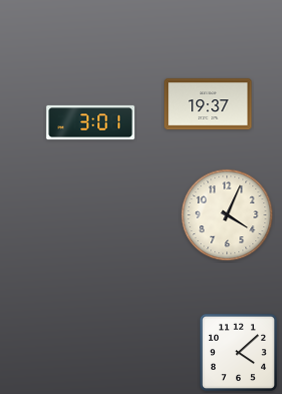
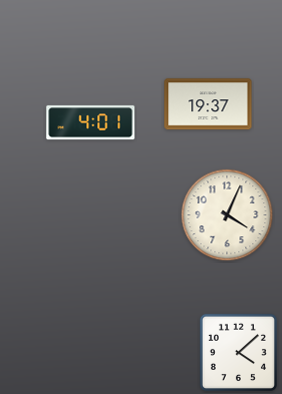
clock at (91, 123): 3:01 -> 4:01
